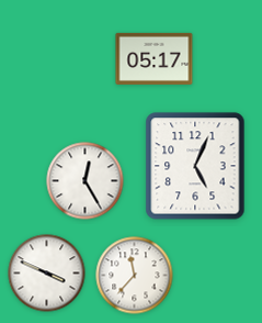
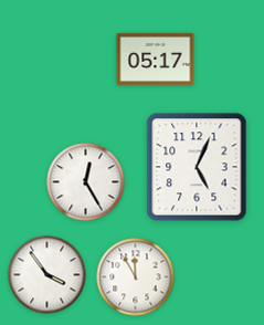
clock at (47, 274): 3:49 -> 3:54
clock at (135, 276): 11:37 -> 11:55
